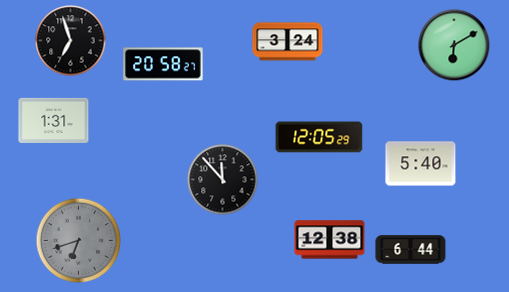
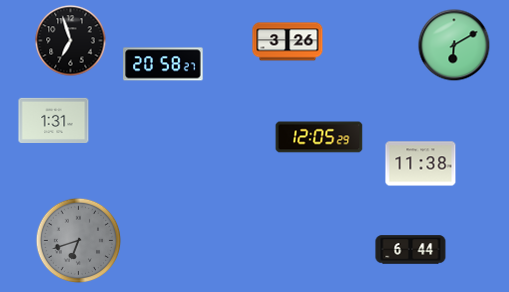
clock at (288, 42): 3:24 -> 3:26
clock at (421, 164): 5:40 -> 11:38
clock at (223, 180): 11:53 -> none
clock at (330, 240): 12:38 -> none
